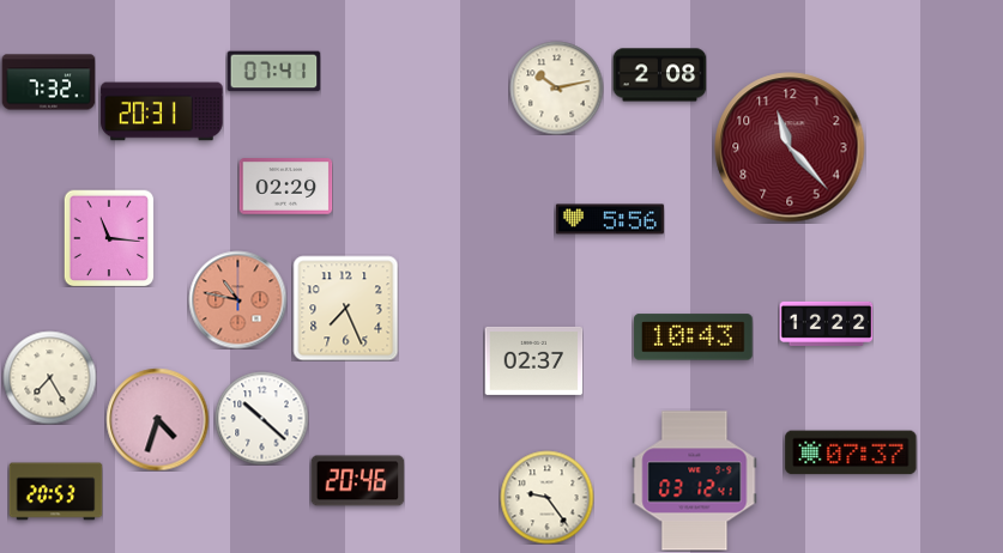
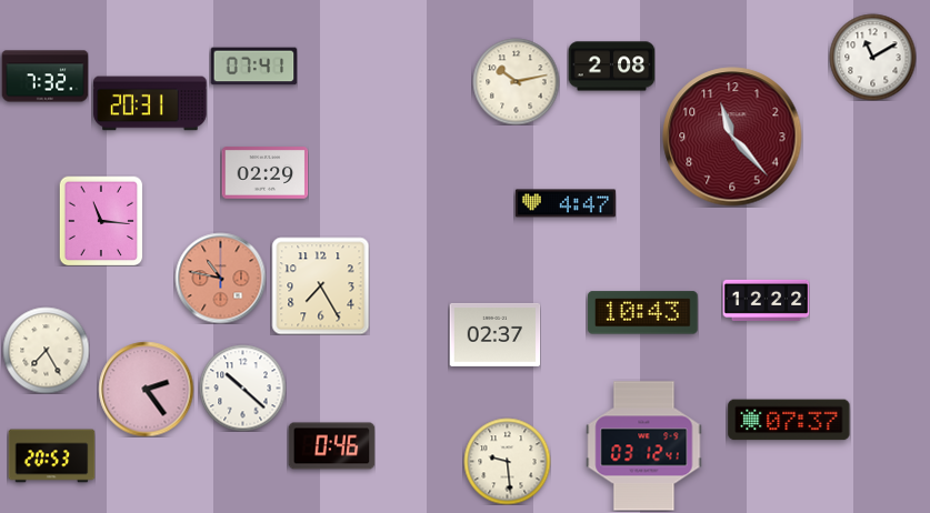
clock at (872, 57): none -> 11:10
clock at (659, 75) position: (659, 75) -> (611, 67)
clock at (610, 219): 5:56 -> 4:47
clock at (345, 308): 7:26 -> 7:25
clock at (157, 419): 4:33 -> 2:24
clock at (357, 481): 20:46 -> 0:46
clock at (546, 497): 9:24 -> 9:29
